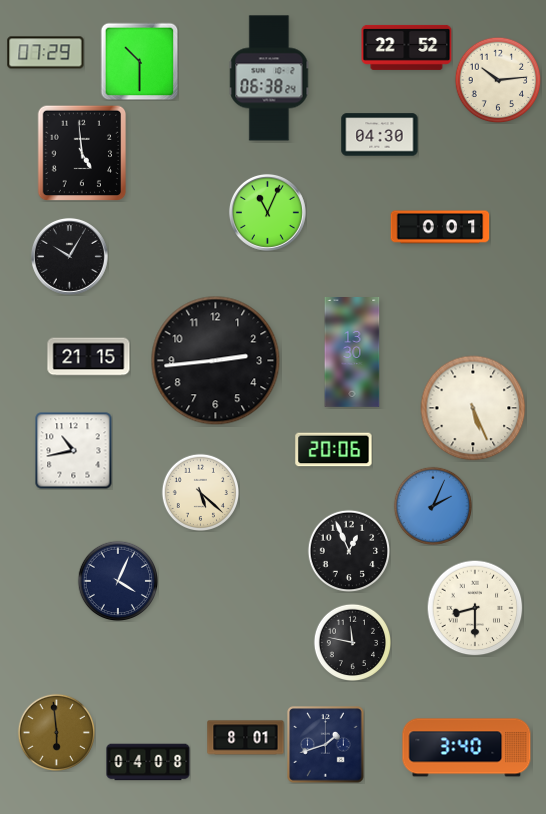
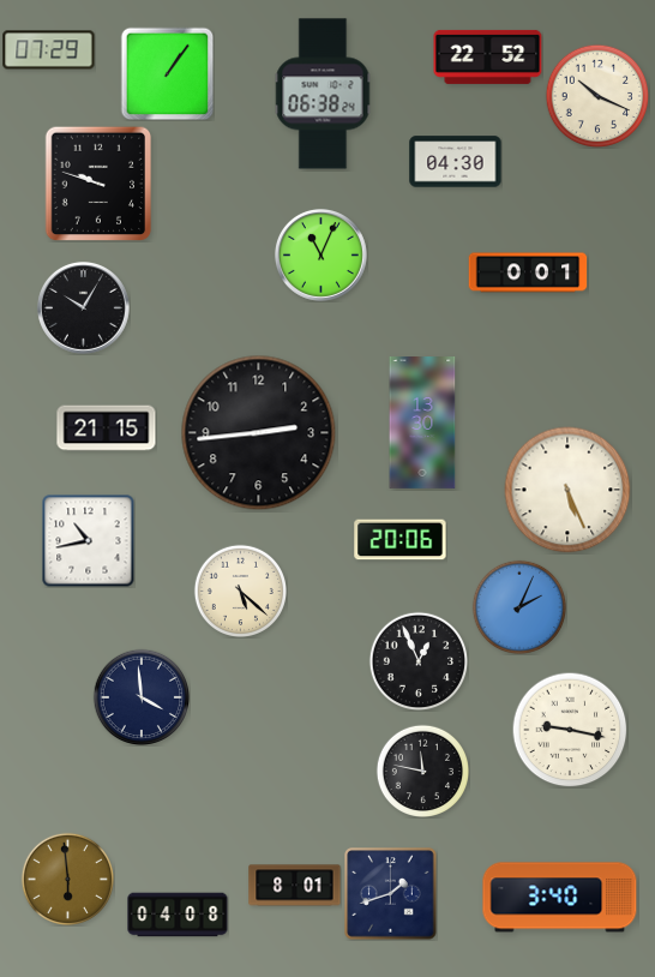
clock at (46, 53) position: (46, 53) -> (49, 50)
clock at (139, 61): 10:30 -> 1:06
clock at (498, 80): 10:14 -> 10:19
clock at (82, 153): 4:59 -> 9:48
clock at (118, 581): 4:04 -> 3:59
clock at (475, 608): 8:30 -> 9:17
